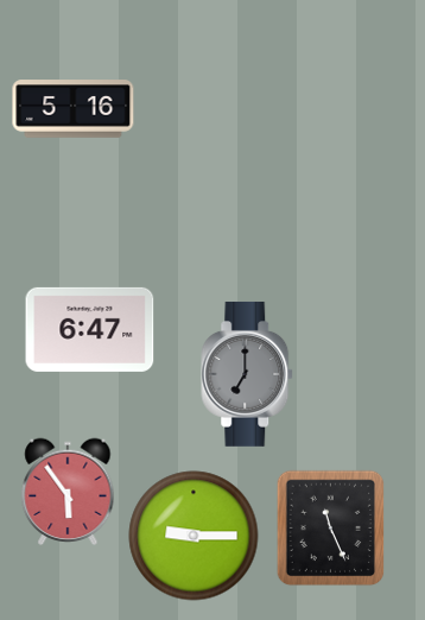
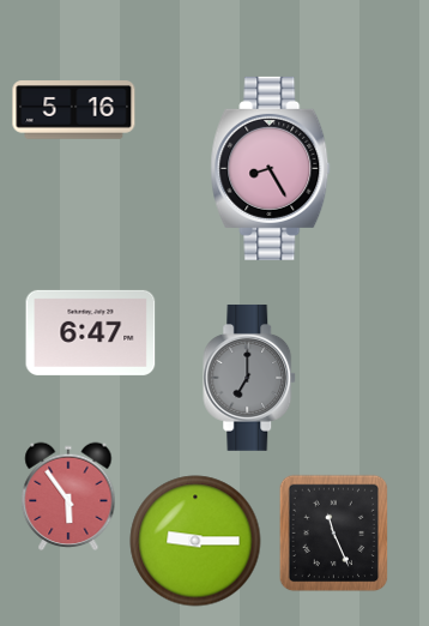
clock at (271, 168): none -> 8:25
